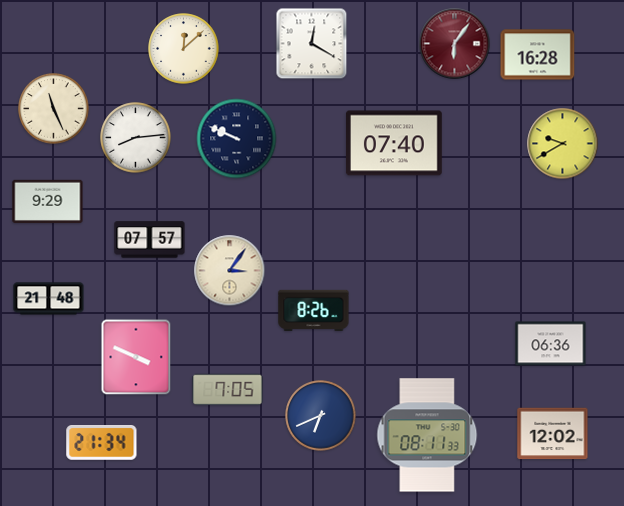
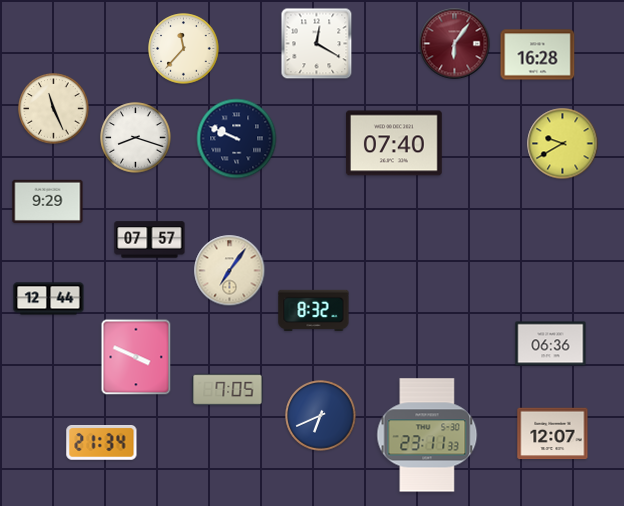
clock at (312, 44) position: (312, 44) -> (317, 44)
clock at (184, 49): 12:08 -> 11:37
clock at (136, 138): 8:14 -> 8:18
clock at (230, 271): 3:06 -> 7:06
clock at (49, 299): 21:48 -> 12:44
clock at (314, 310): 8:26 -> 8:32
clock at (553, 434): 12:02 -> 12:07
clock at (427, 435): 08:11 -> 23:11
